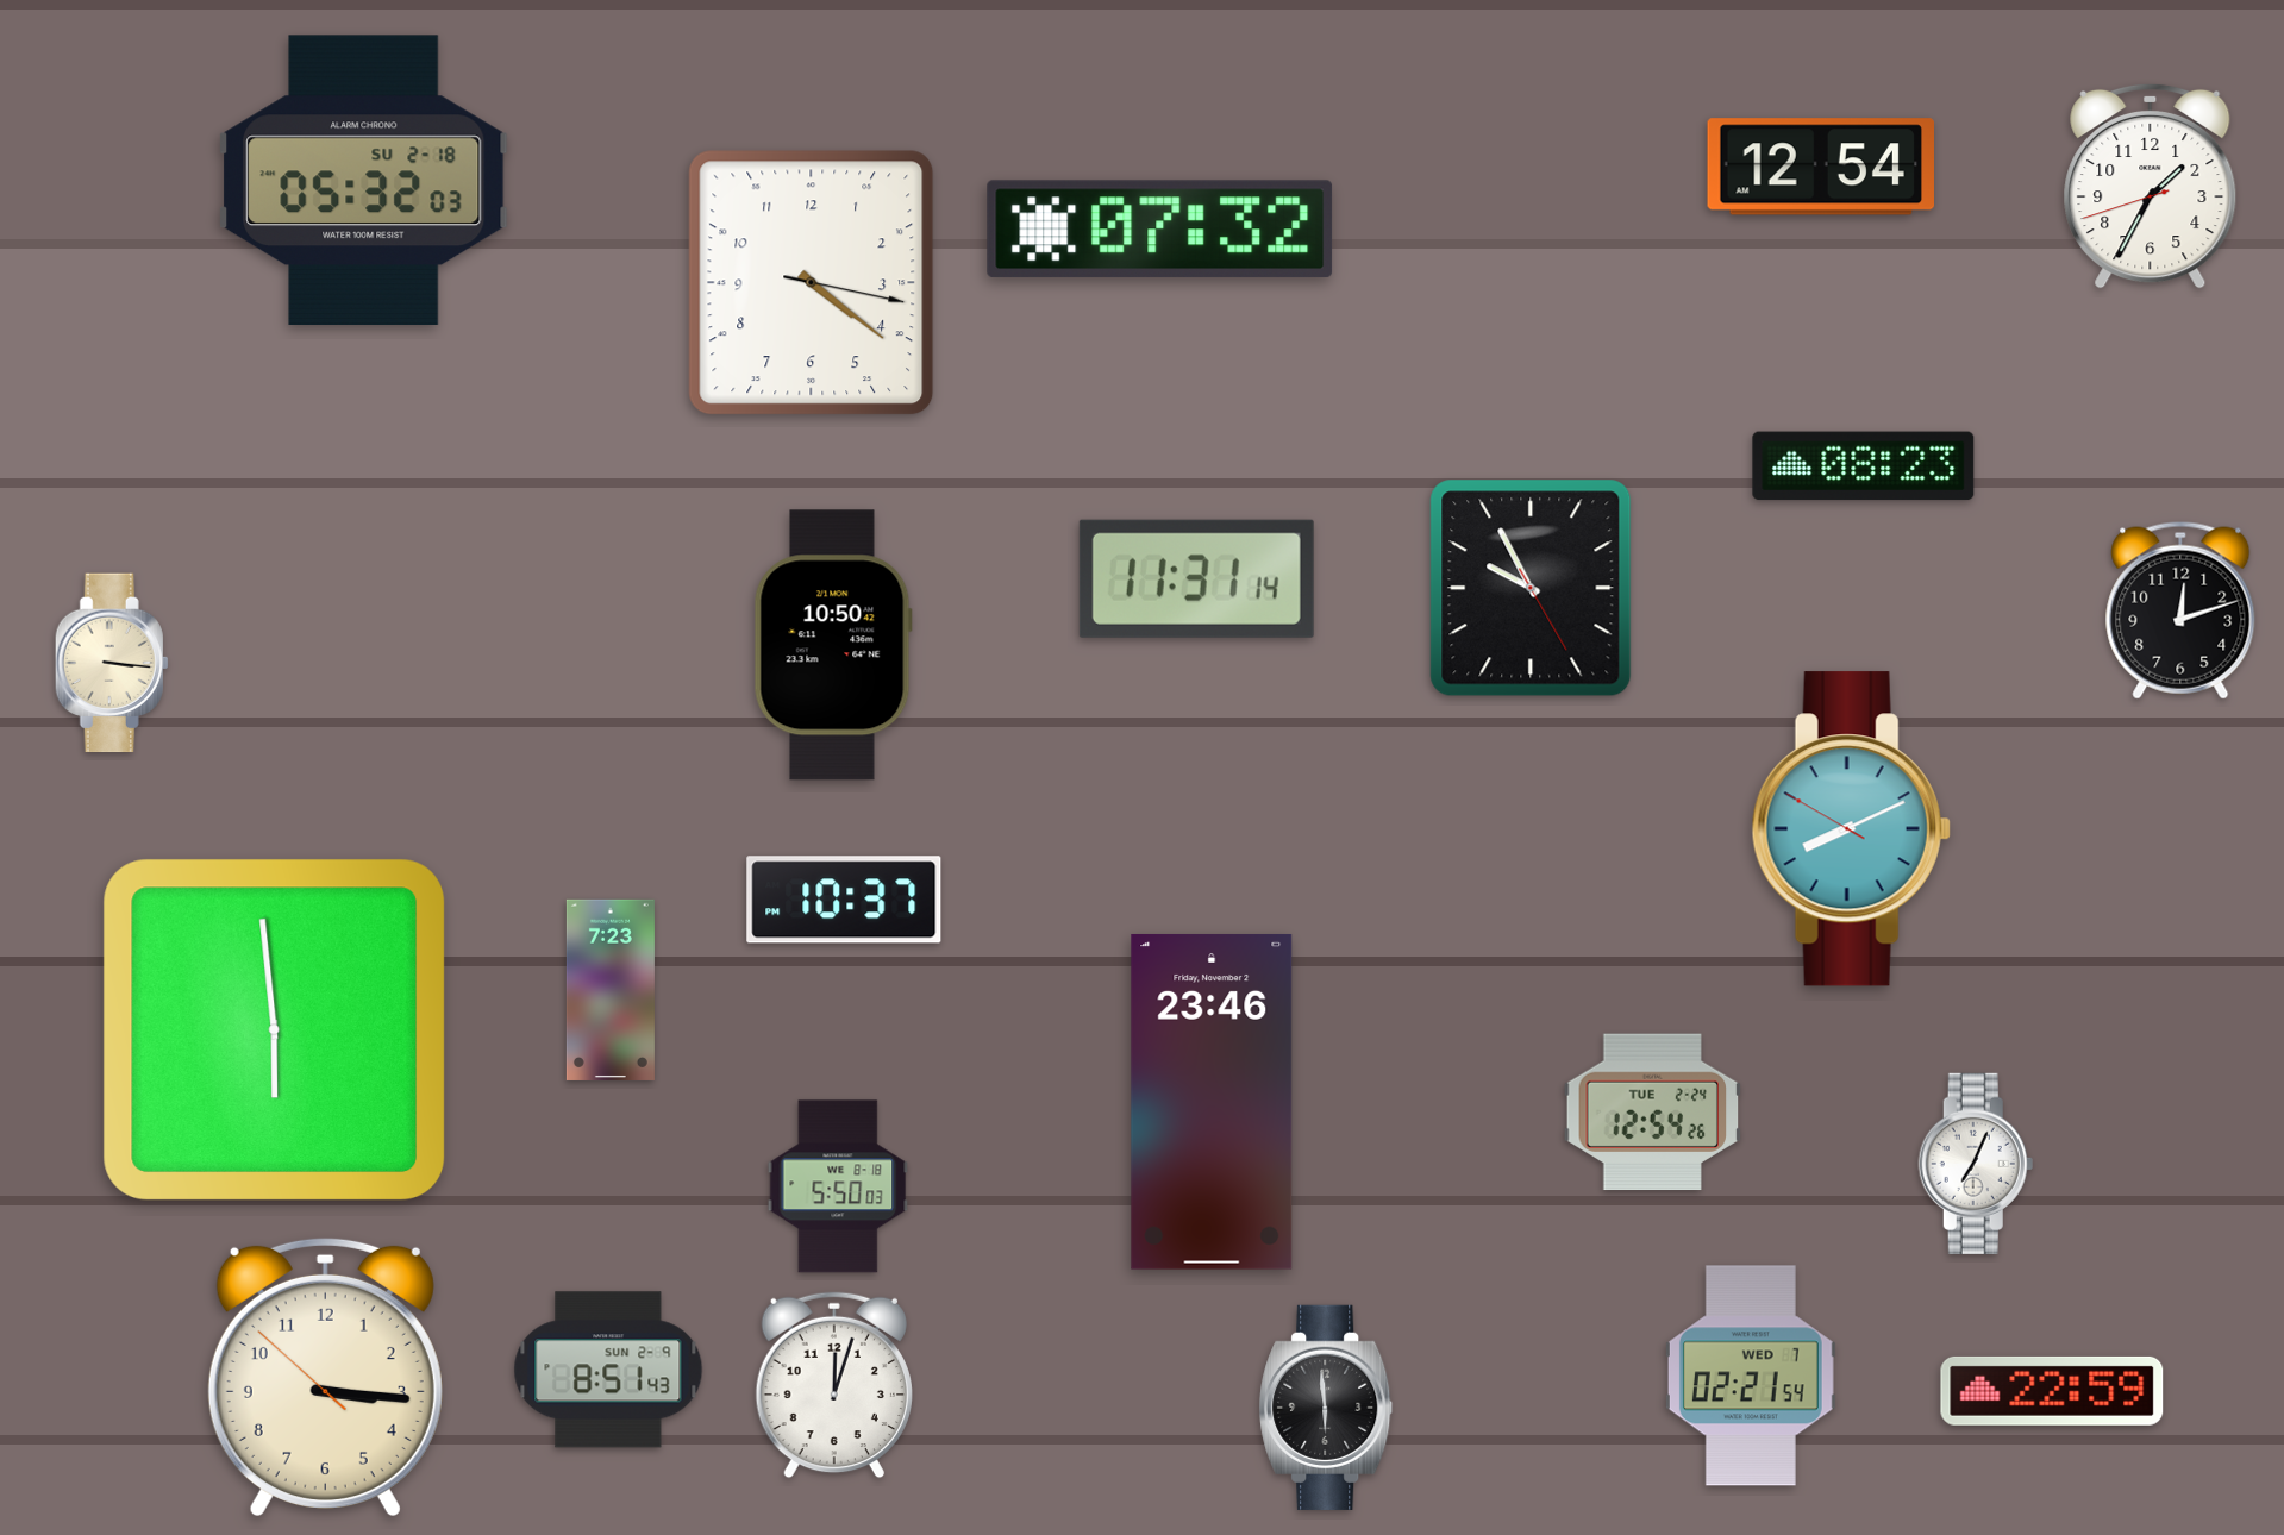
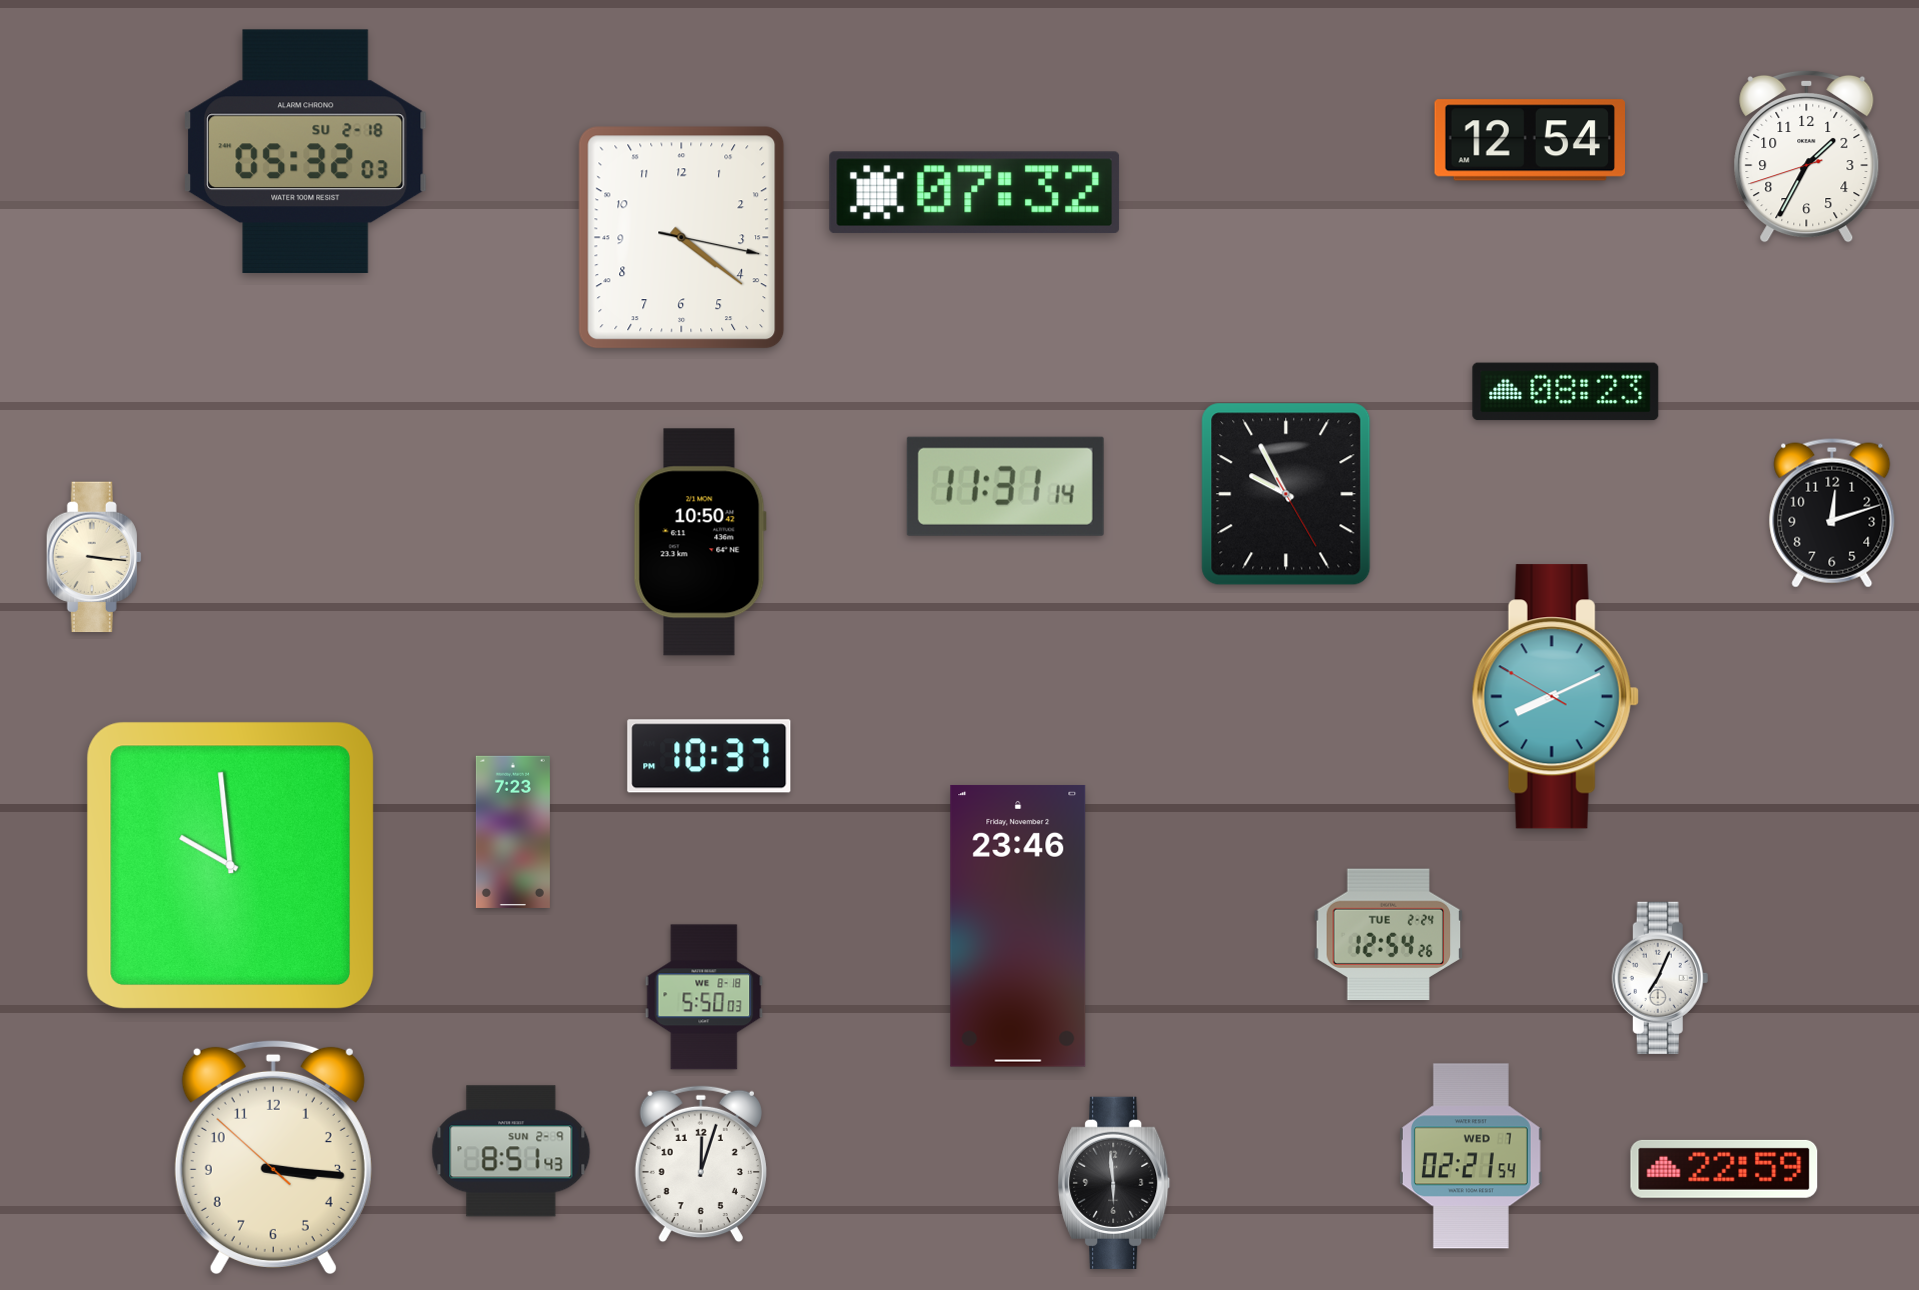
clock at (274, 1029): 5:59 -> 9:59
